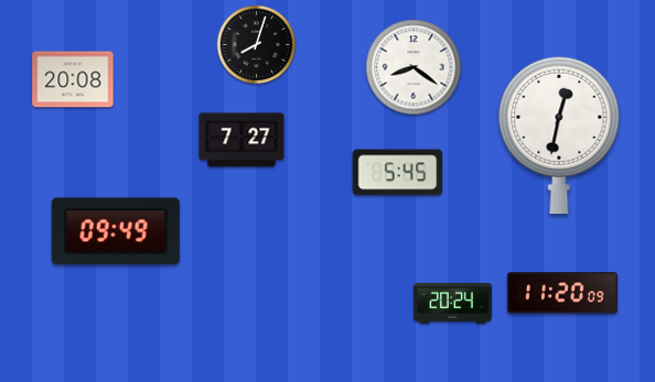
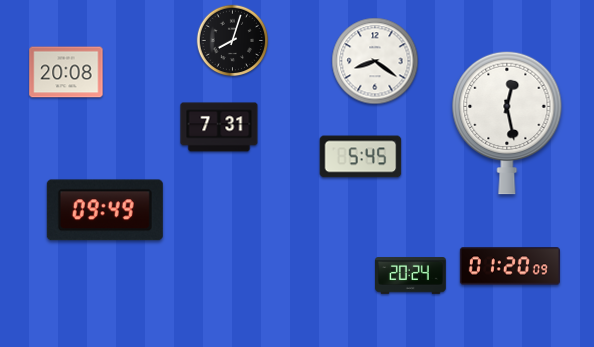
clock at (559, 135): 12:32 -> 12:28
clock at (241, 140): 7:27 -> 7:31
clock at (562, 293): 11:20 -> 01:20
